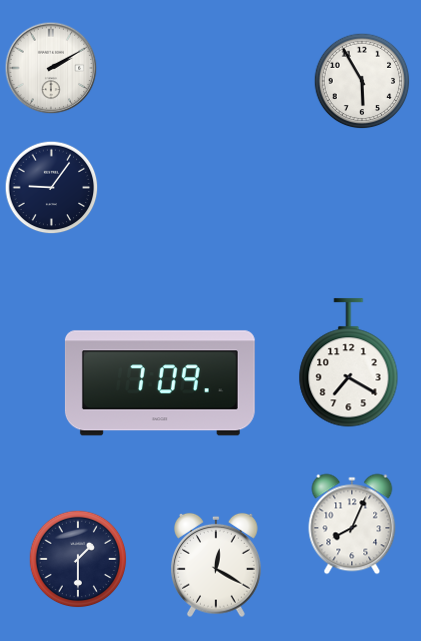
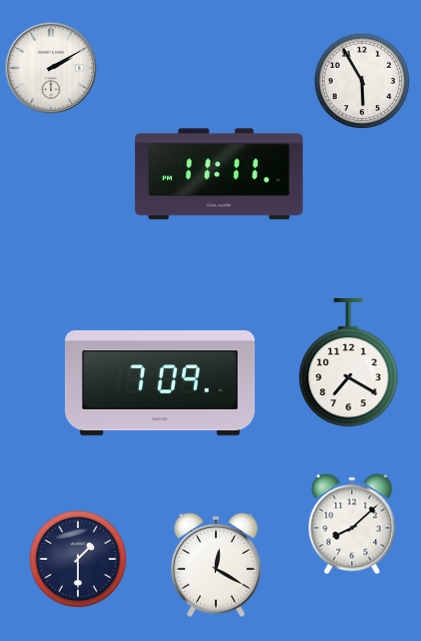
clock at (219, 174): none -> 11:11
clock at (52, 188): 9:06 -> none
clock at (352, 524): 8:04 -> 8:08
